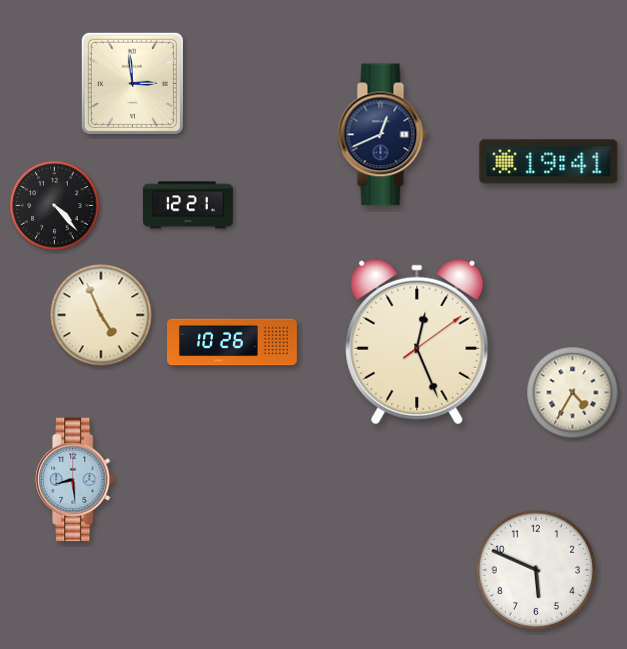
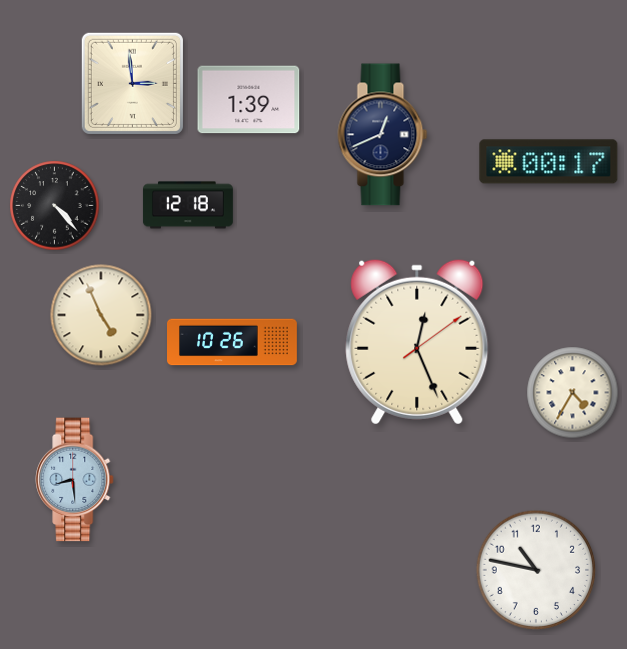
clock at (249, 100): none -> 1:39
clock at (549, 162): 19:41 -> 00:17
clock at (188, 205): 12:21 -> 12:18
clock at (536, 570): 5:49 -> 10:47
